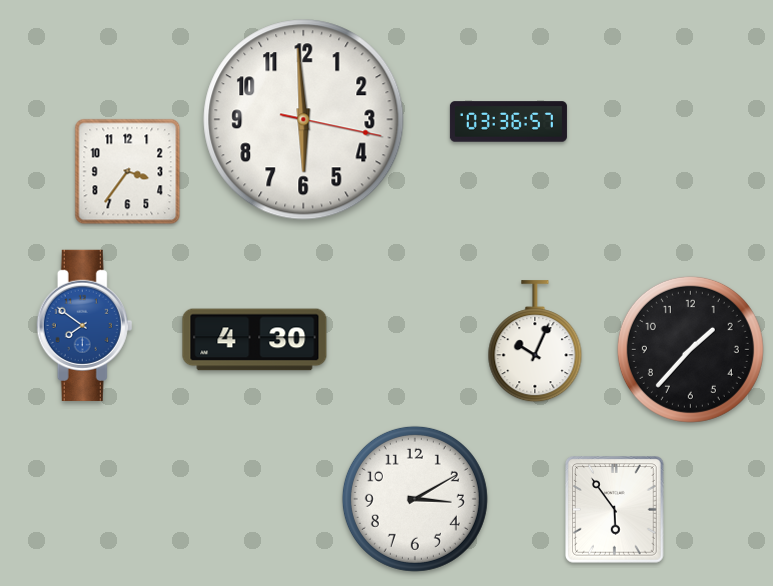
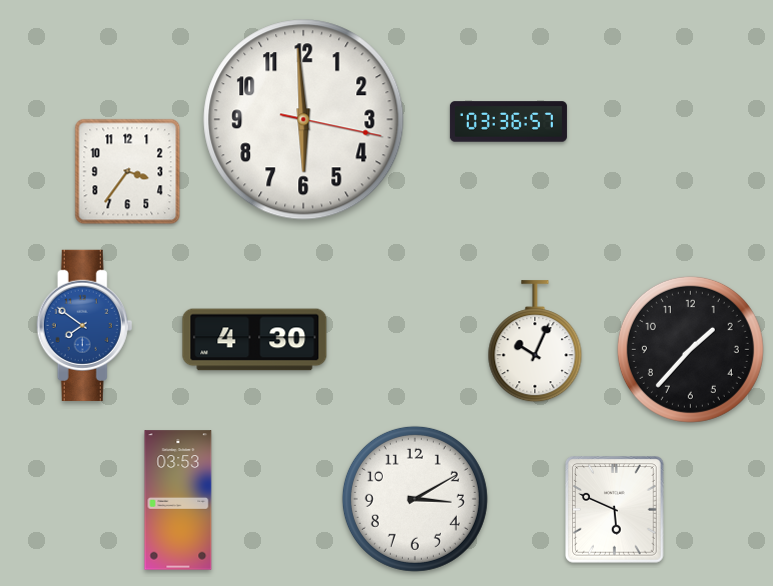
clock at (178, 500): none -> 03:53
clock at (615, 510): 5:54 -> 5:49
